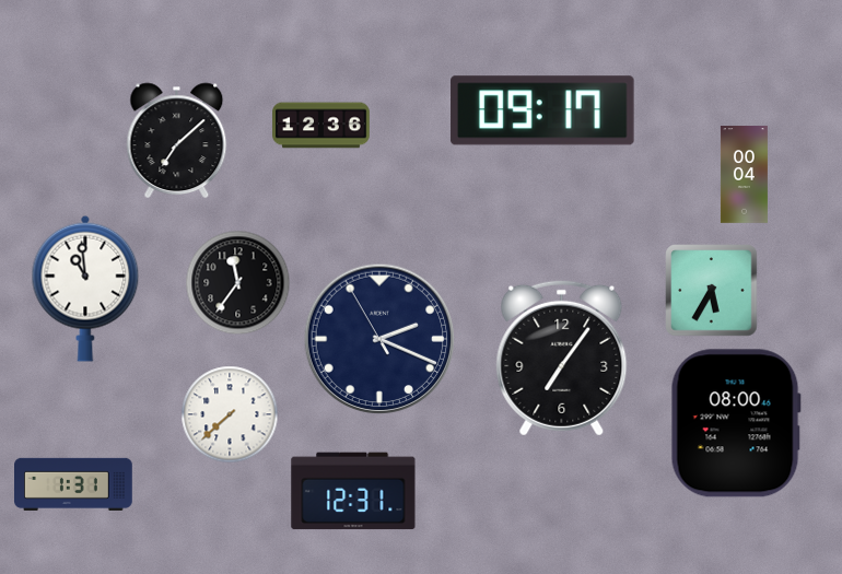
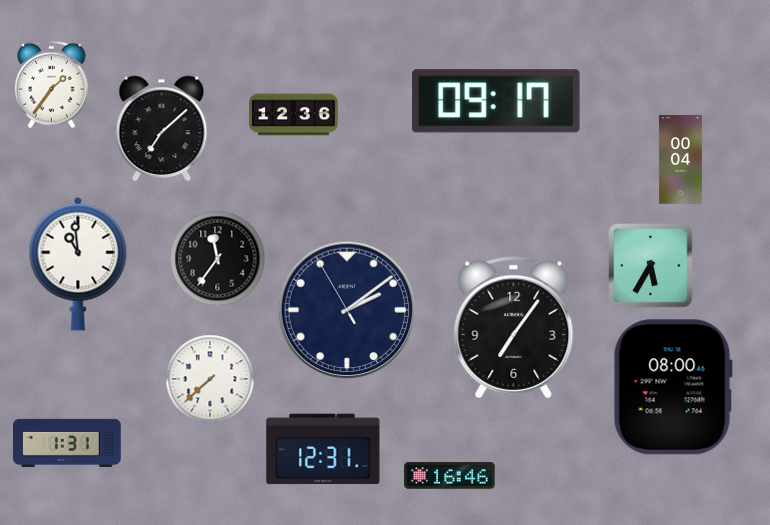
clock at (51, 85): none -> 1:36
clock at (379, 339): 2:18 -> 2:08
clock at (450, 476): none -> 16:46
